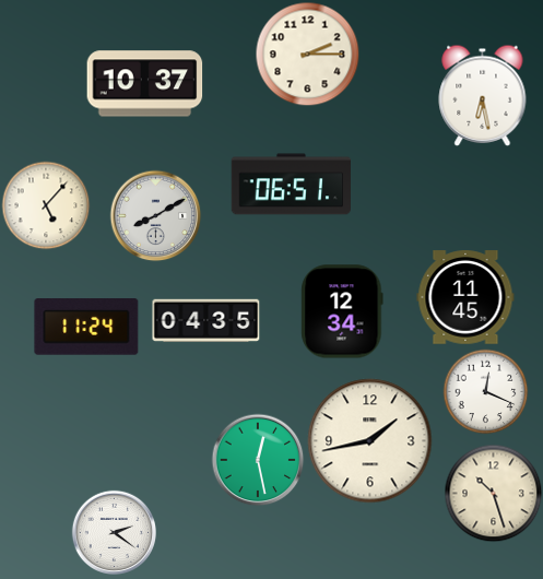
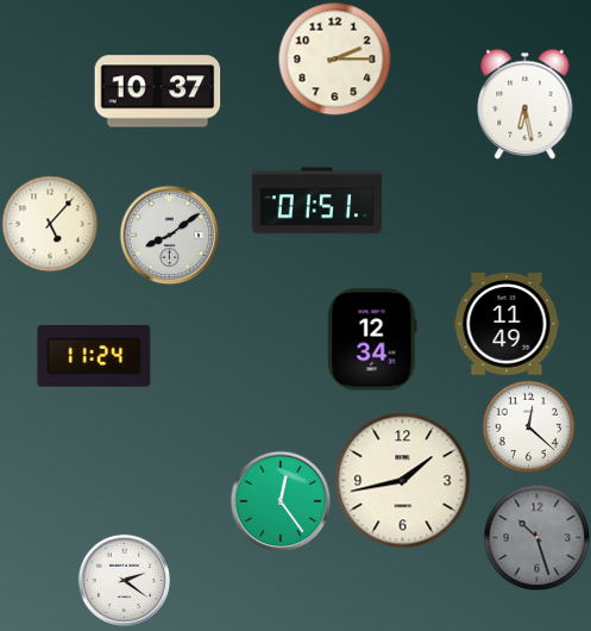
clock at (292, 185): 06:51 -> 01:51
clock at (155, 215): 8:10 -> 8:09
clock at (465, 297): 11:45 -> 11:49
clock at (206, 320): 04:35 -> none
clock at (485, 391): 12:19 -> 12:22
clock at (258, 460): 12:28 -> 12:24
clock at (493, 493) dial: cream -> grey
